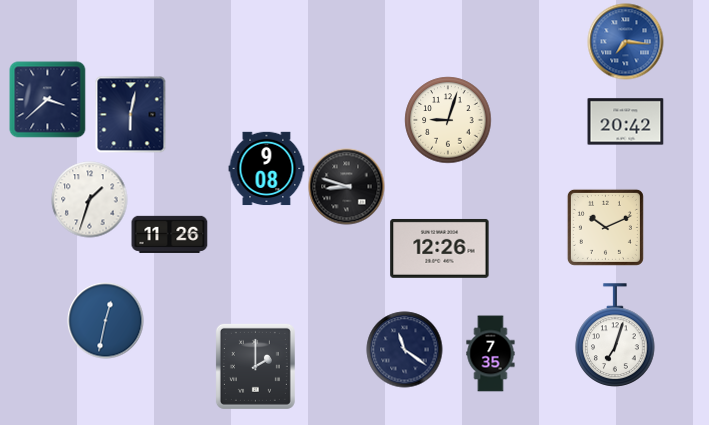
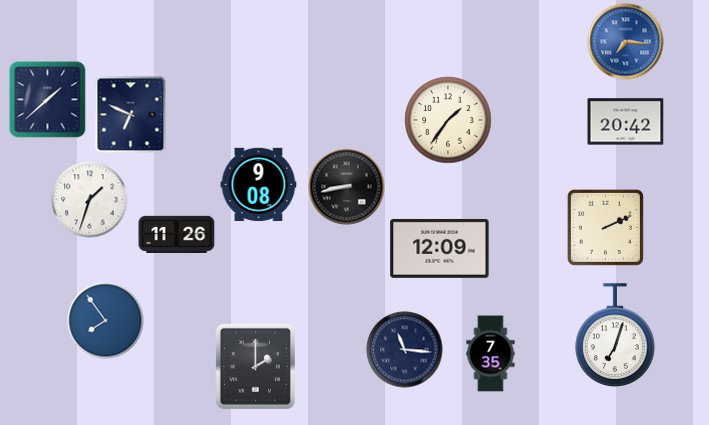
clock at (48, 100): 3:38 -> 1:38
clock at (131, 115): 6:02 -> 6:49
clock at (448, 120): 9:03 -> 1:36
clock at (267, 169) position: (267, 169) -> (259, 185)
clock at (347, 187): 8:48 -> 8:43
clock at (605, 227): 10:11 -> 2:11
clock at (170, 234) position: (170, 234) -> (177, 234)
clock at (440, 248): 12:26 -> 12:09
clock at (106, 321): 12:32 -> 7:54
clock at (405, 350): 11:21 -> 11:16
